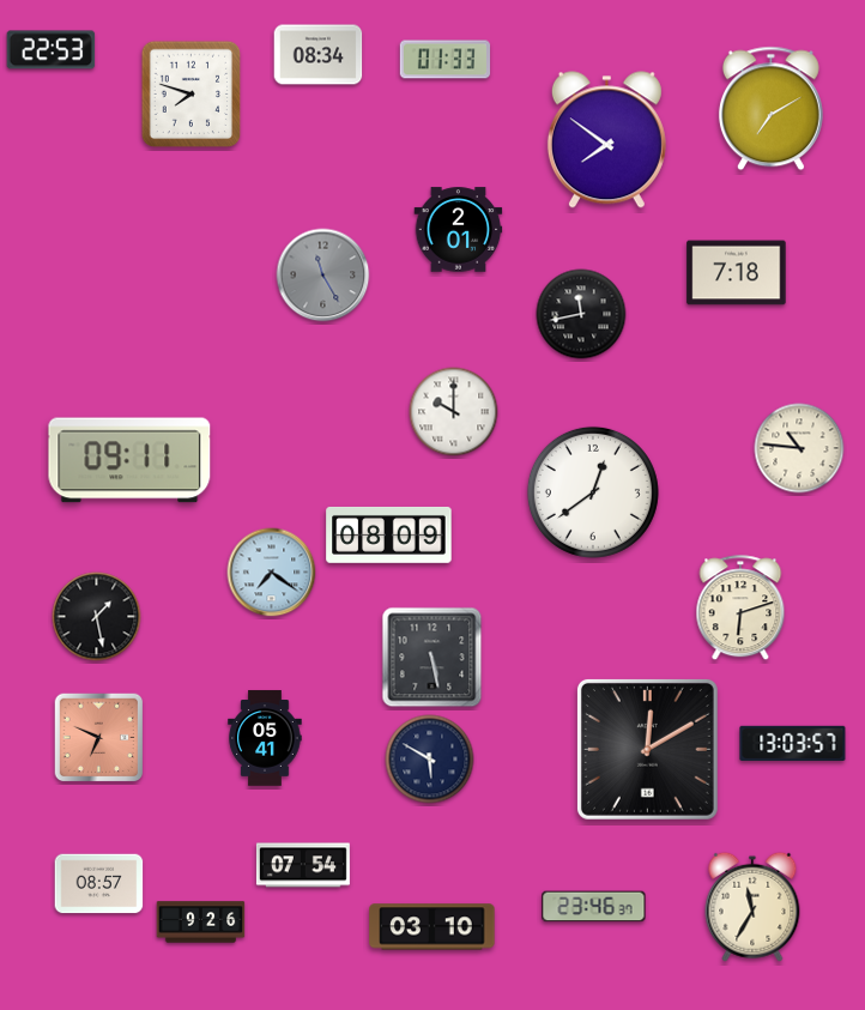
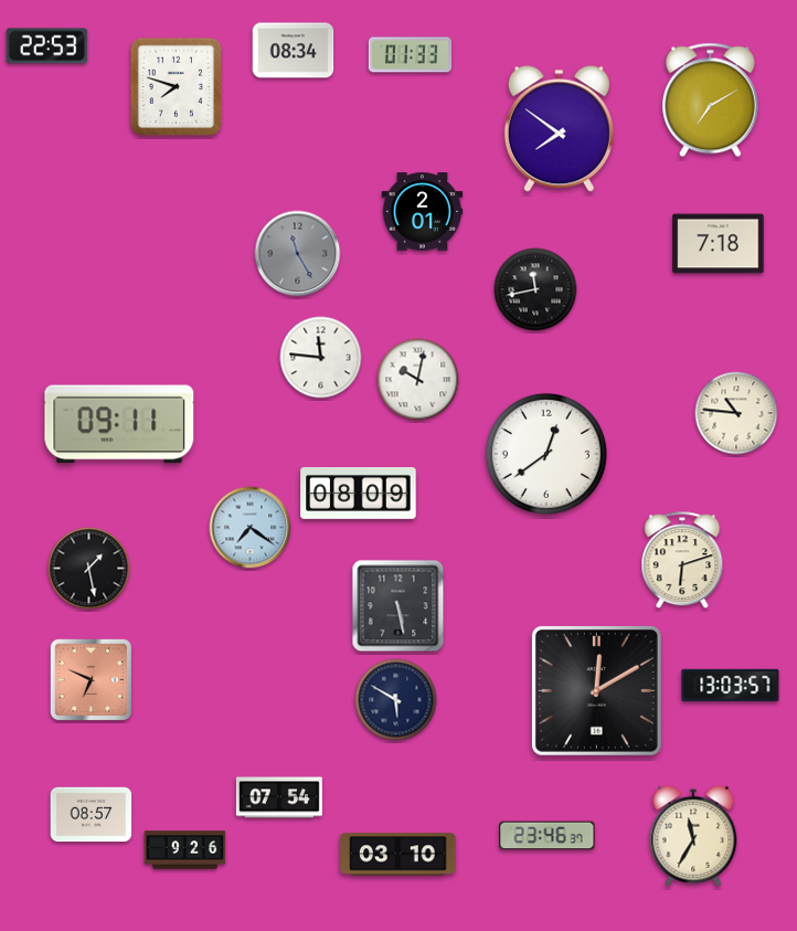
clock at (737, 273) position: (737, 273) -> (719, 244)
clock at (321, 358): none -> 11:46
clock at (454, 412): 10:00 -> 10:02
clock at (265, 738): 05:41 -> none
